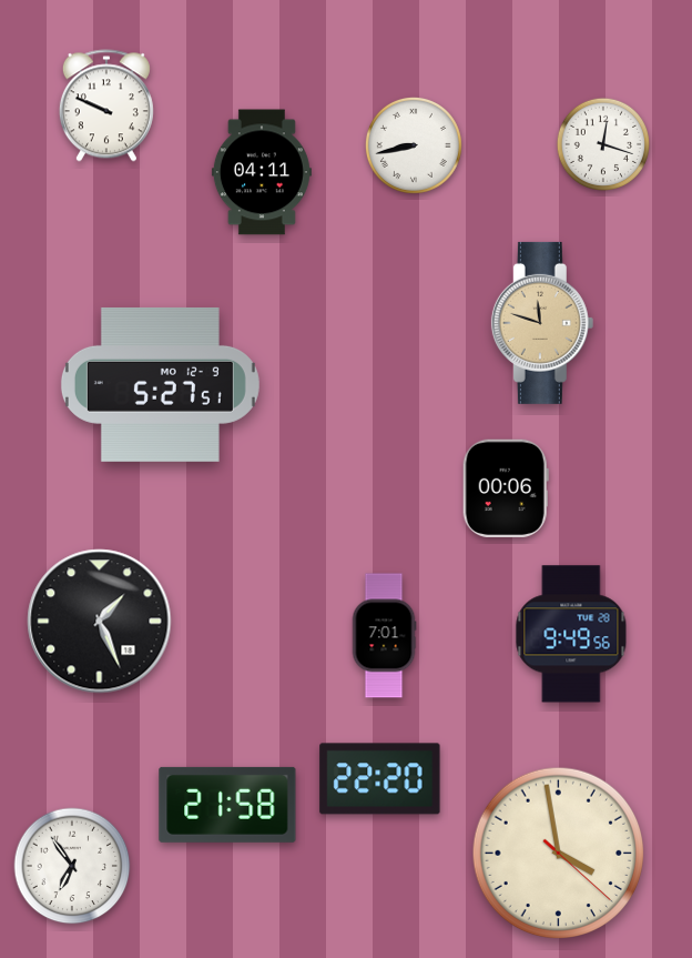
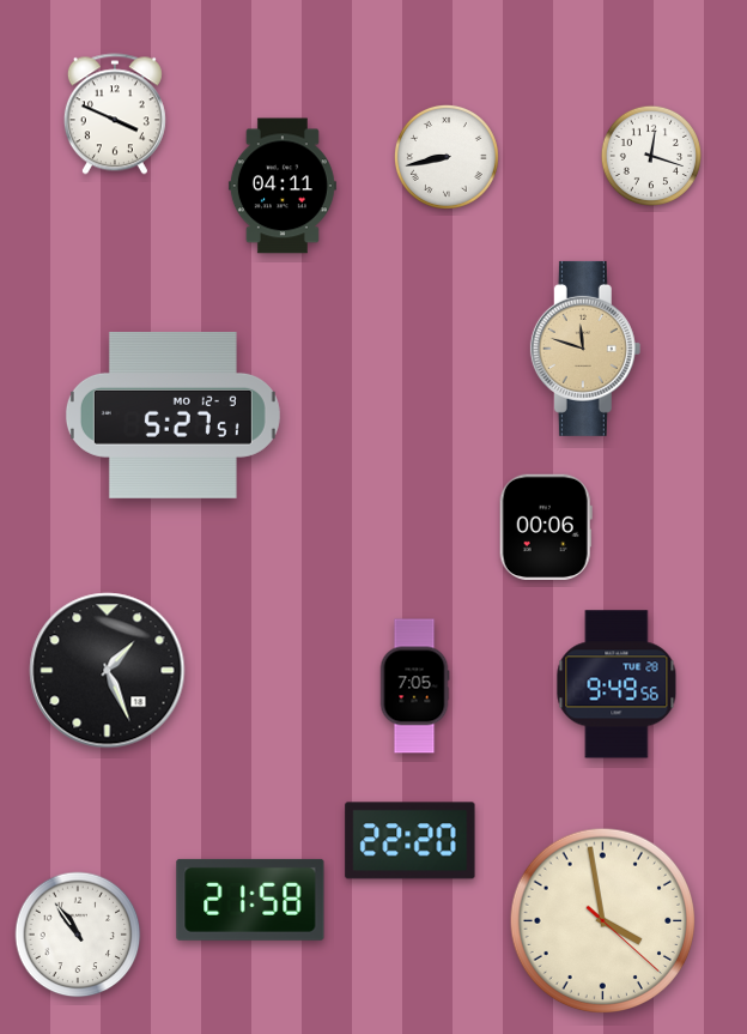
clock at (106, 105): 9:49 -> 3:49
clock at (384, 636): 7:01 -> 7:05
clock at (227, 805) position: (227, 805) -> (250, 900)
clock at (72, 866): 6:54 -> 10:54
